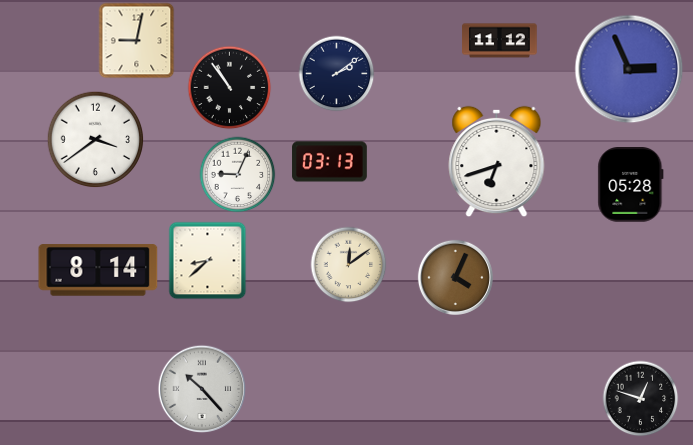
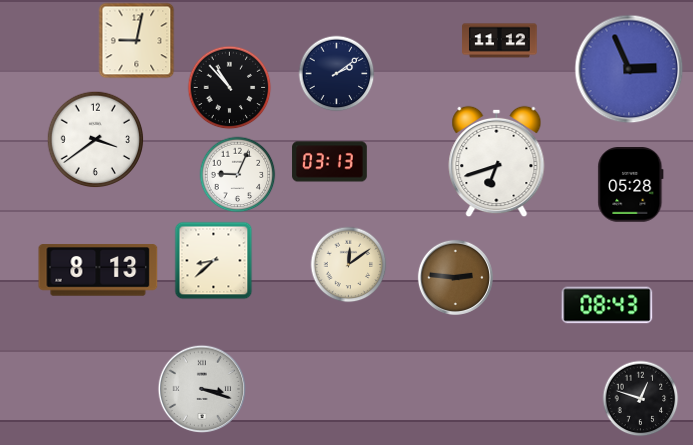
clock at (230, 88): 10:54 -> 10:53
clock at (208, 261) position: (208, 261) -> (214, 261)
clock at (98, 270): 8:14 -> 8:13
clock at (455, 277): 4:04 -> 2:46
clock at (607, 305): none -> 08:43
clock at (202, 389): 10:23 -> 3:18
